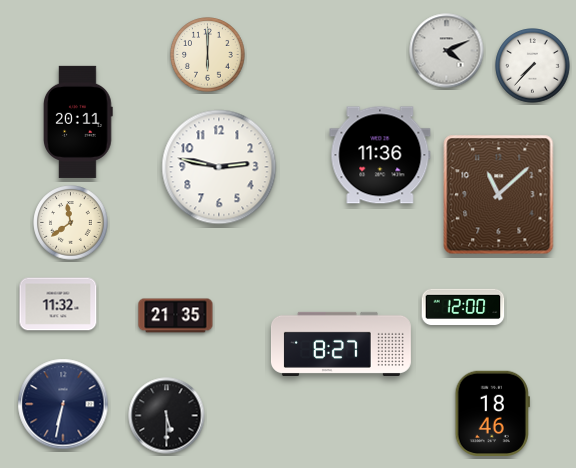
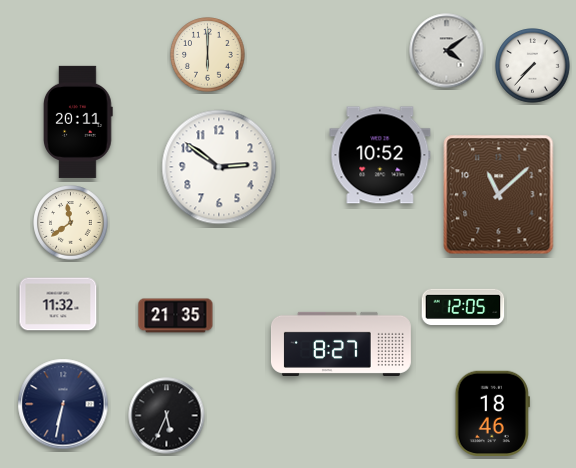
clock at (447, 51): 4:11 -> 4:09
clock at (380, 155): 11:36 -> 10:52
clock at (219, 167): 2:47 -> 2:51
clock at (463, 307): 12:00 -> 12:05
clock at (167, 416): 5:30 -> 5:34
